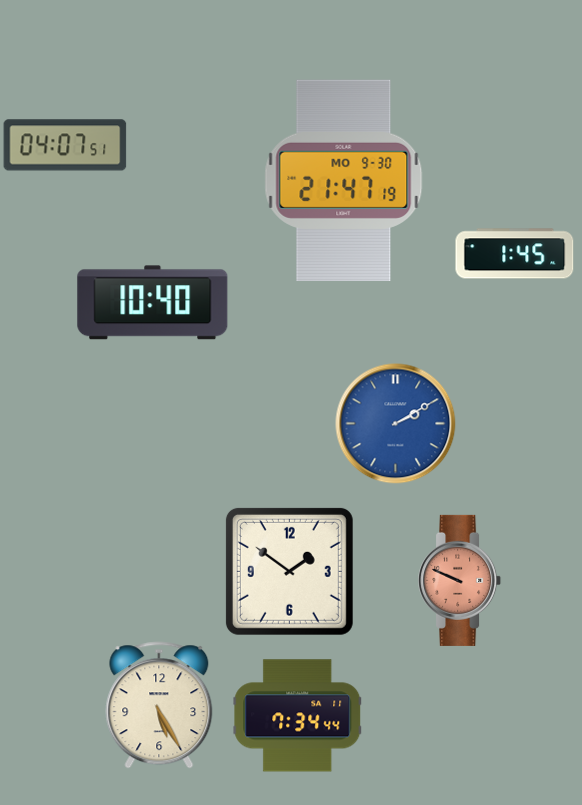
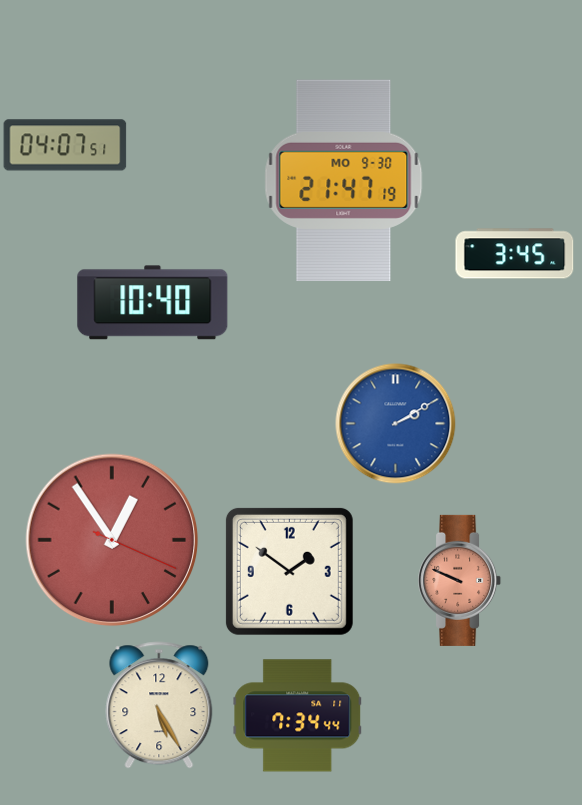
clock at (515, 254): 1:45 -> 3:45
clock at (112, 540): none -> 12:54
